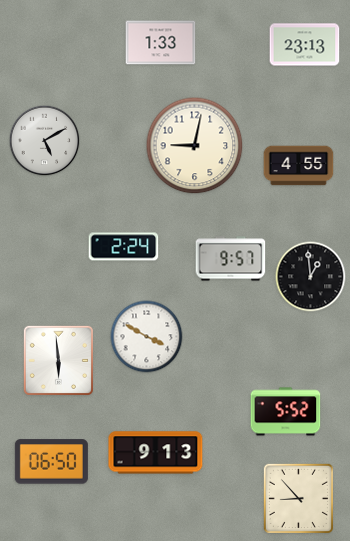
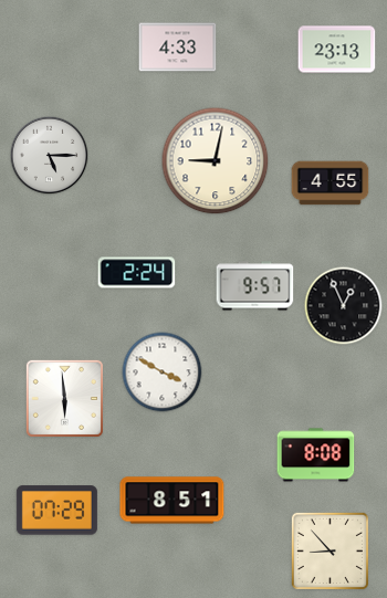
clock at (161, 43): 1:33 -> 4:33
clock at (45, 141): 5:10 -> 5:15
clock at (311, 277): 12:59 -> 12:56
clock at (286, 412): 5:52 -> 8:08
clock at (156, 453): 9:13 -> 8:51
clock at (51, 462): 06:50 -> 07:29
